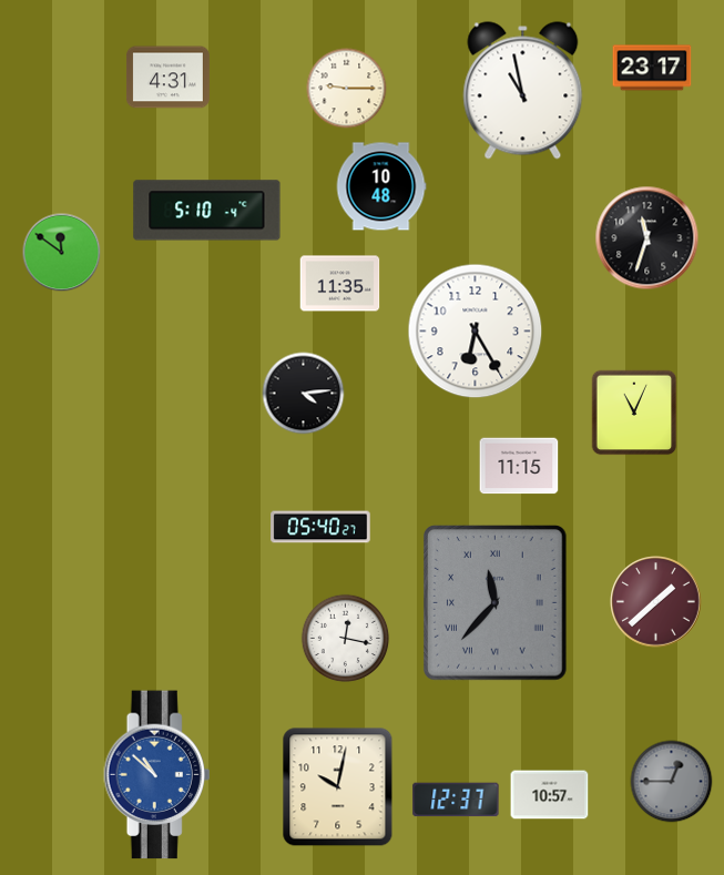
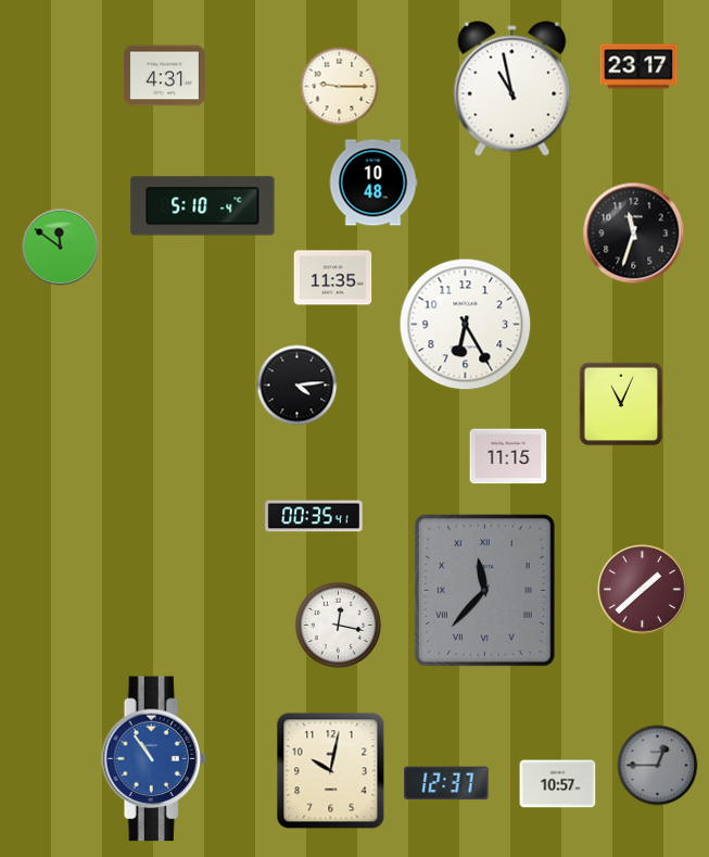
clock at (320, 527): 05:40 -> 00:35
clock at (157, 775): 10:52 -> 10:54
clock at (550, 795) position: (550, 795) -> (558, 784)
